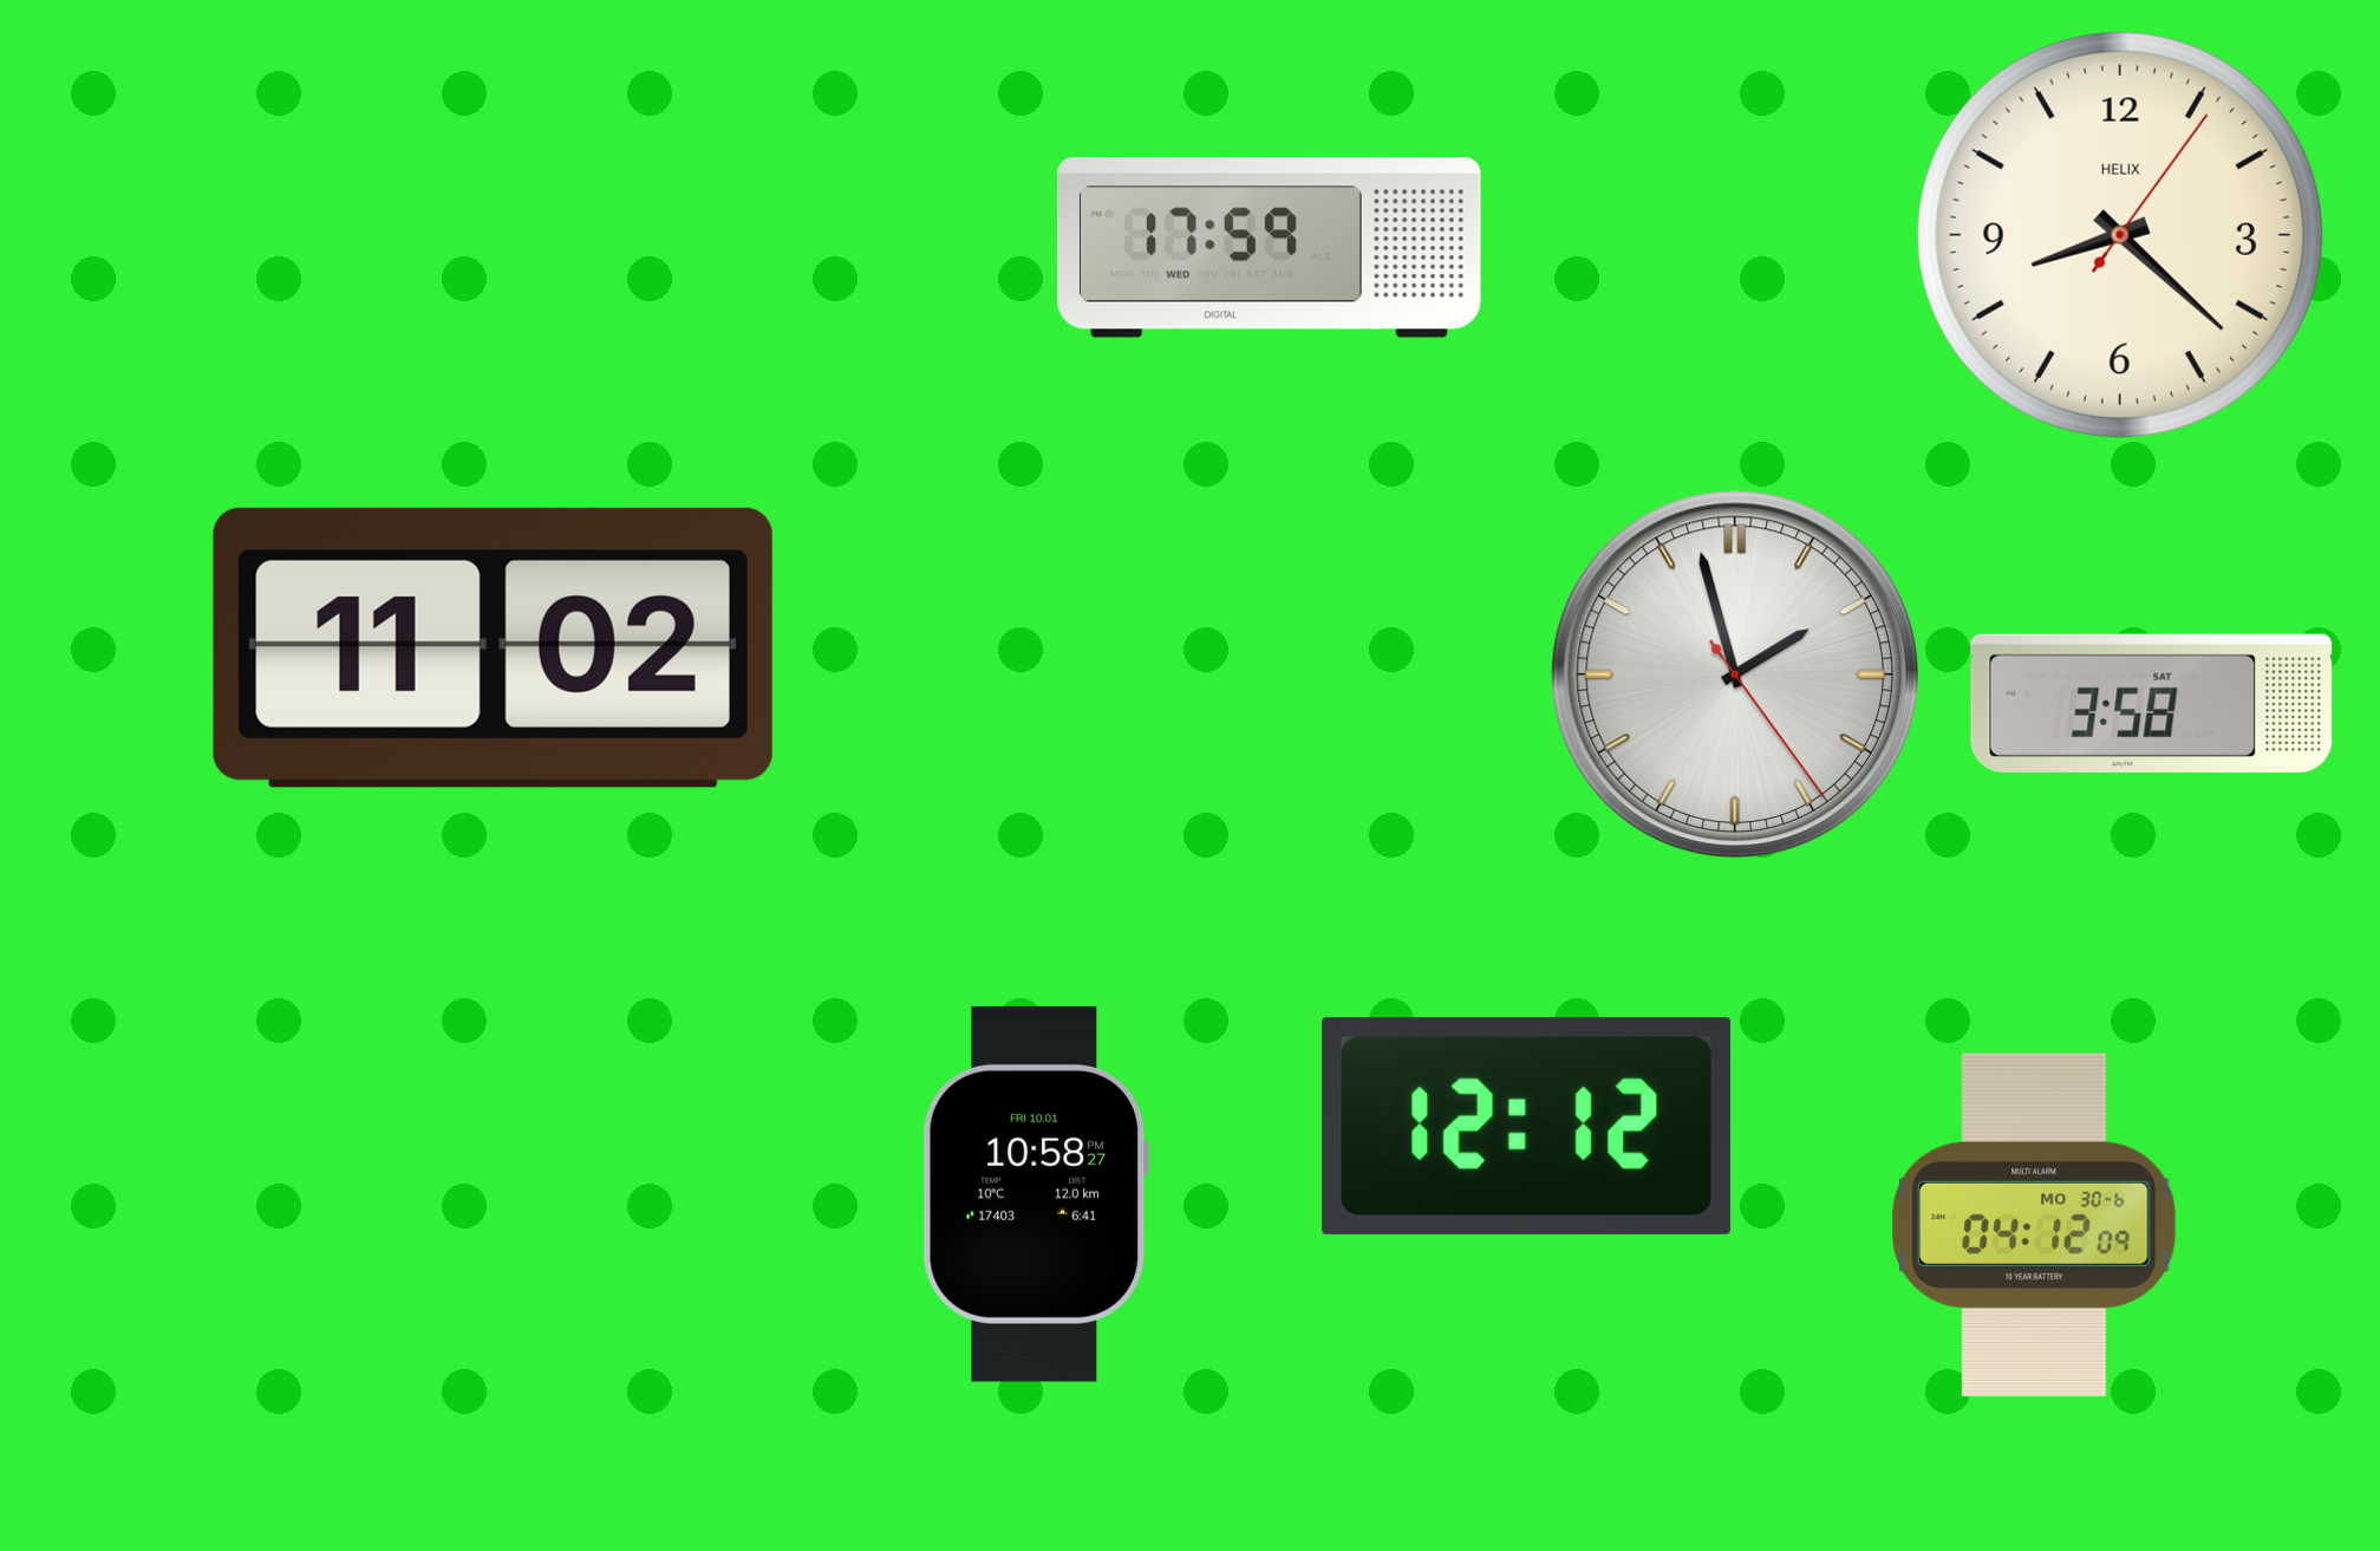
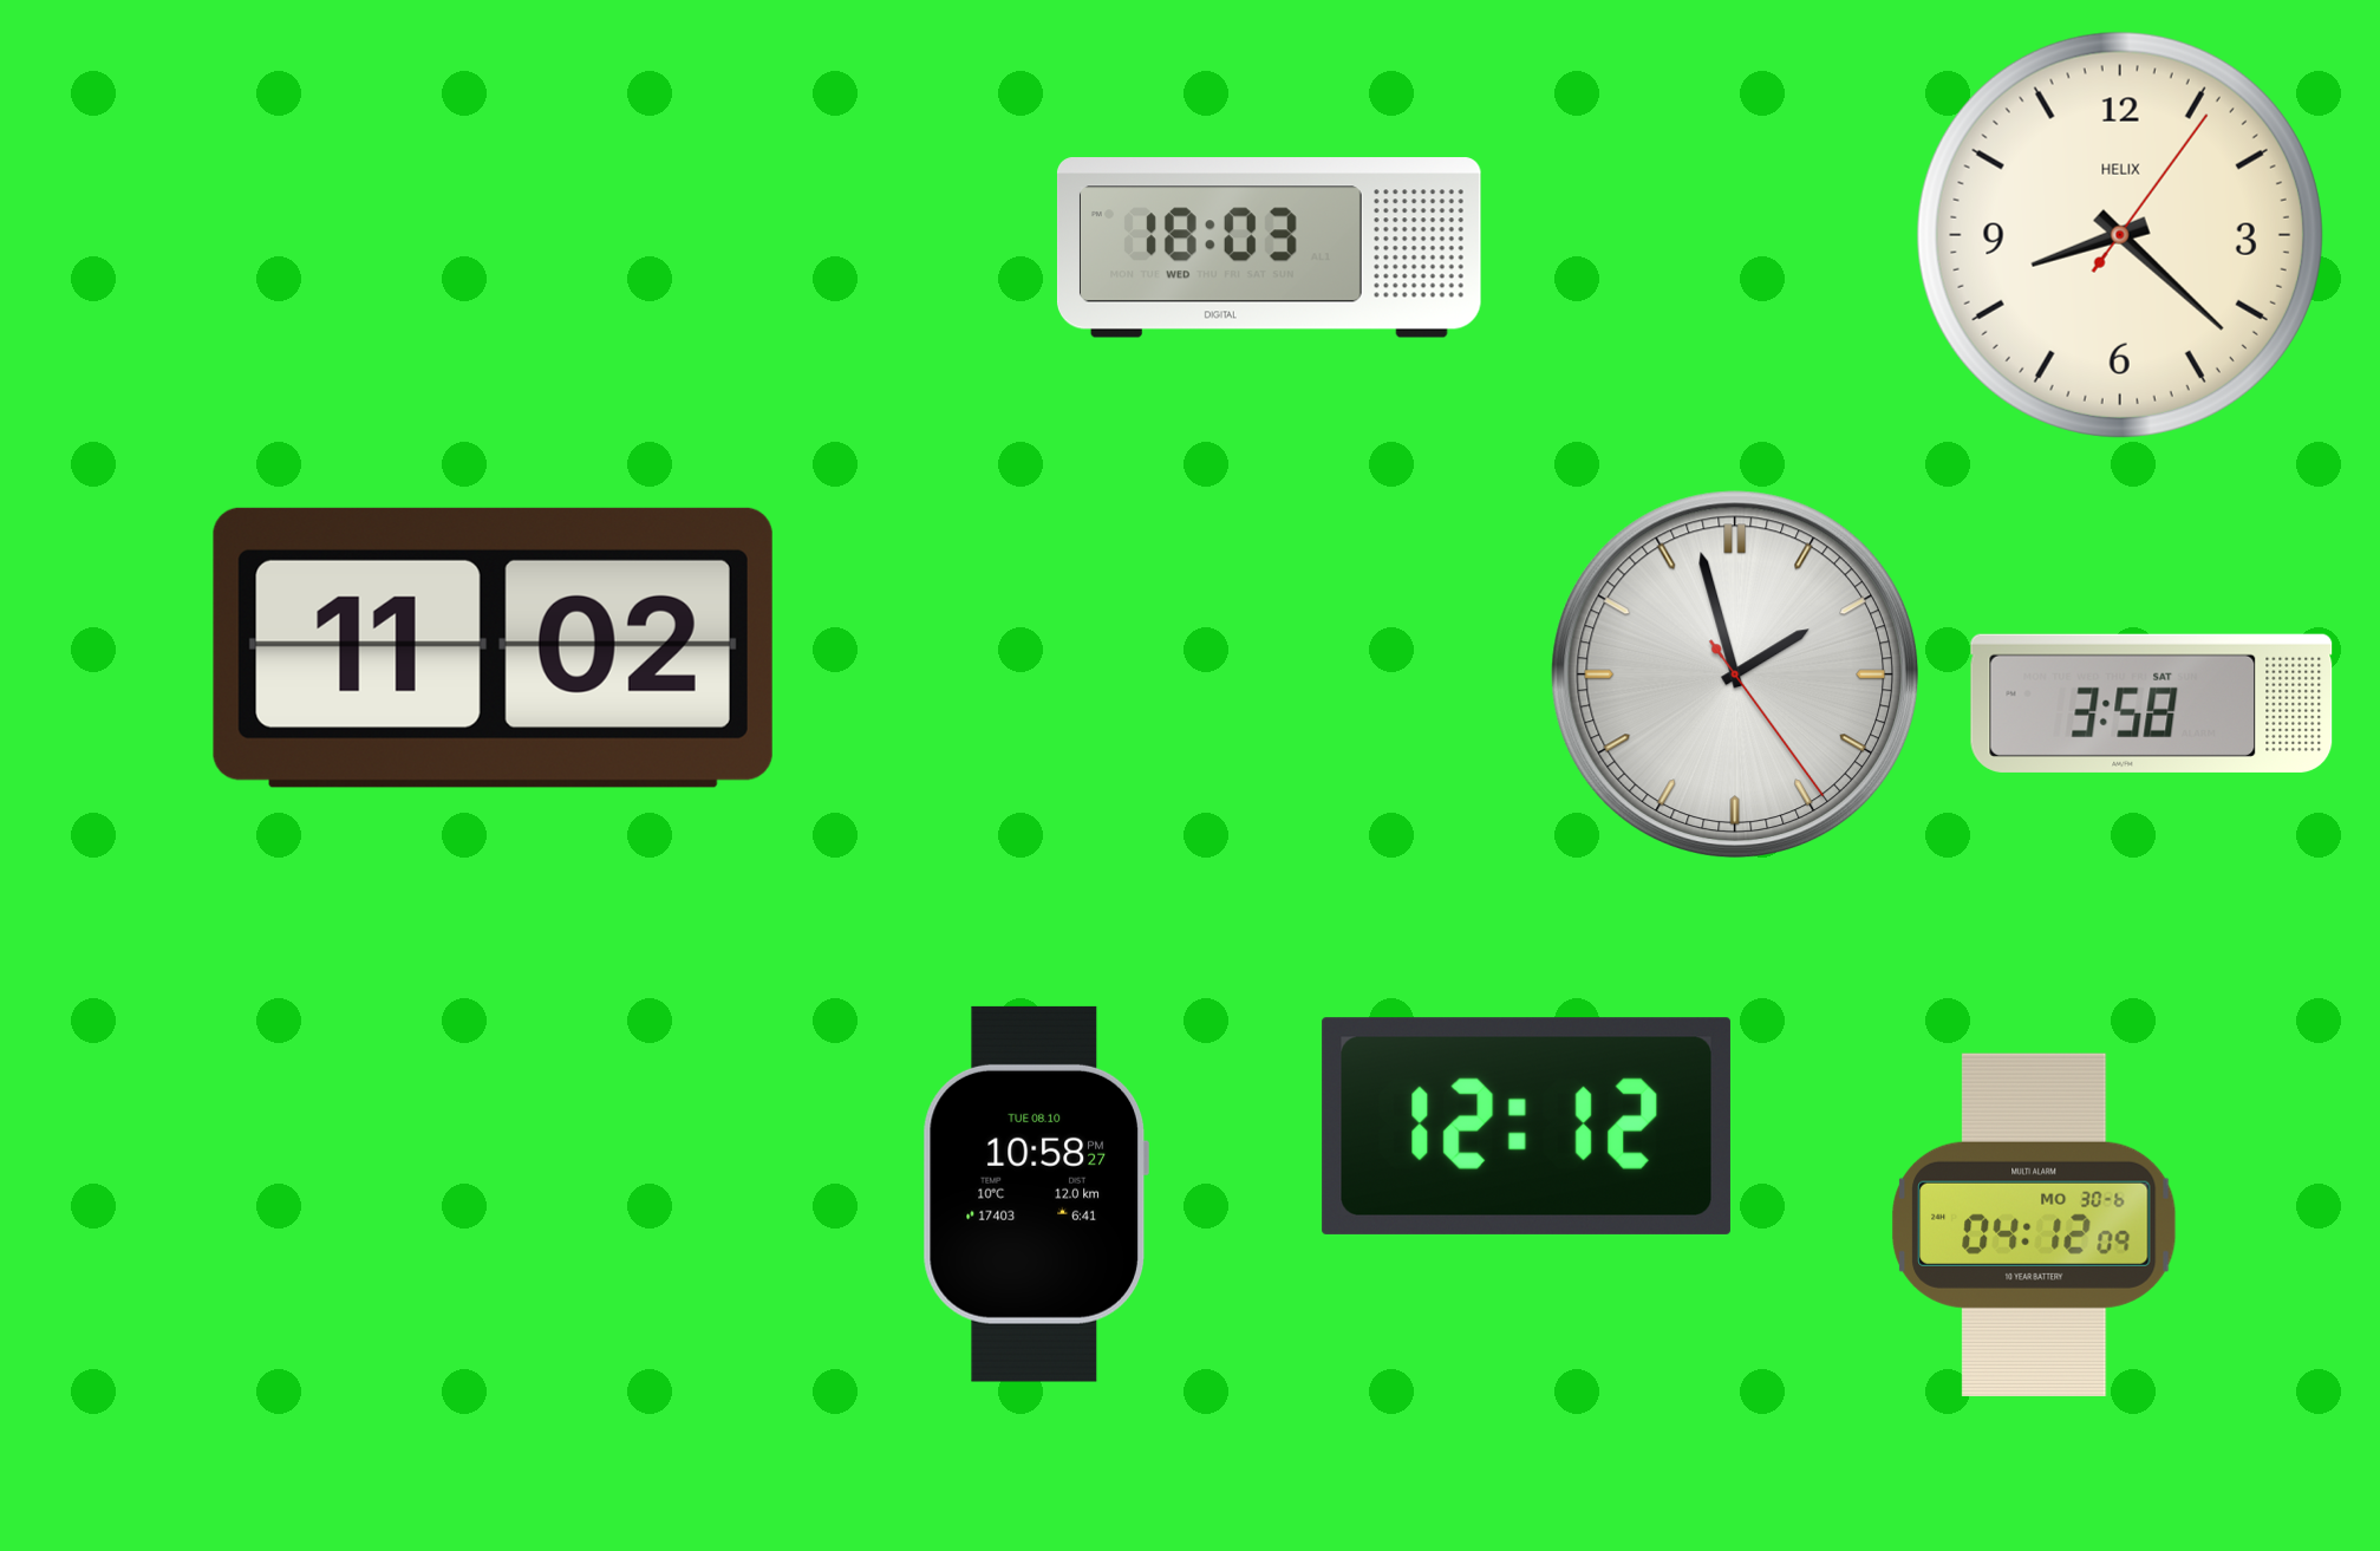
clock at (1269, 248): 17:59 -> 18:03
clock at (1036, 1194) date: FRI 10.01 -> TUE 08.10
